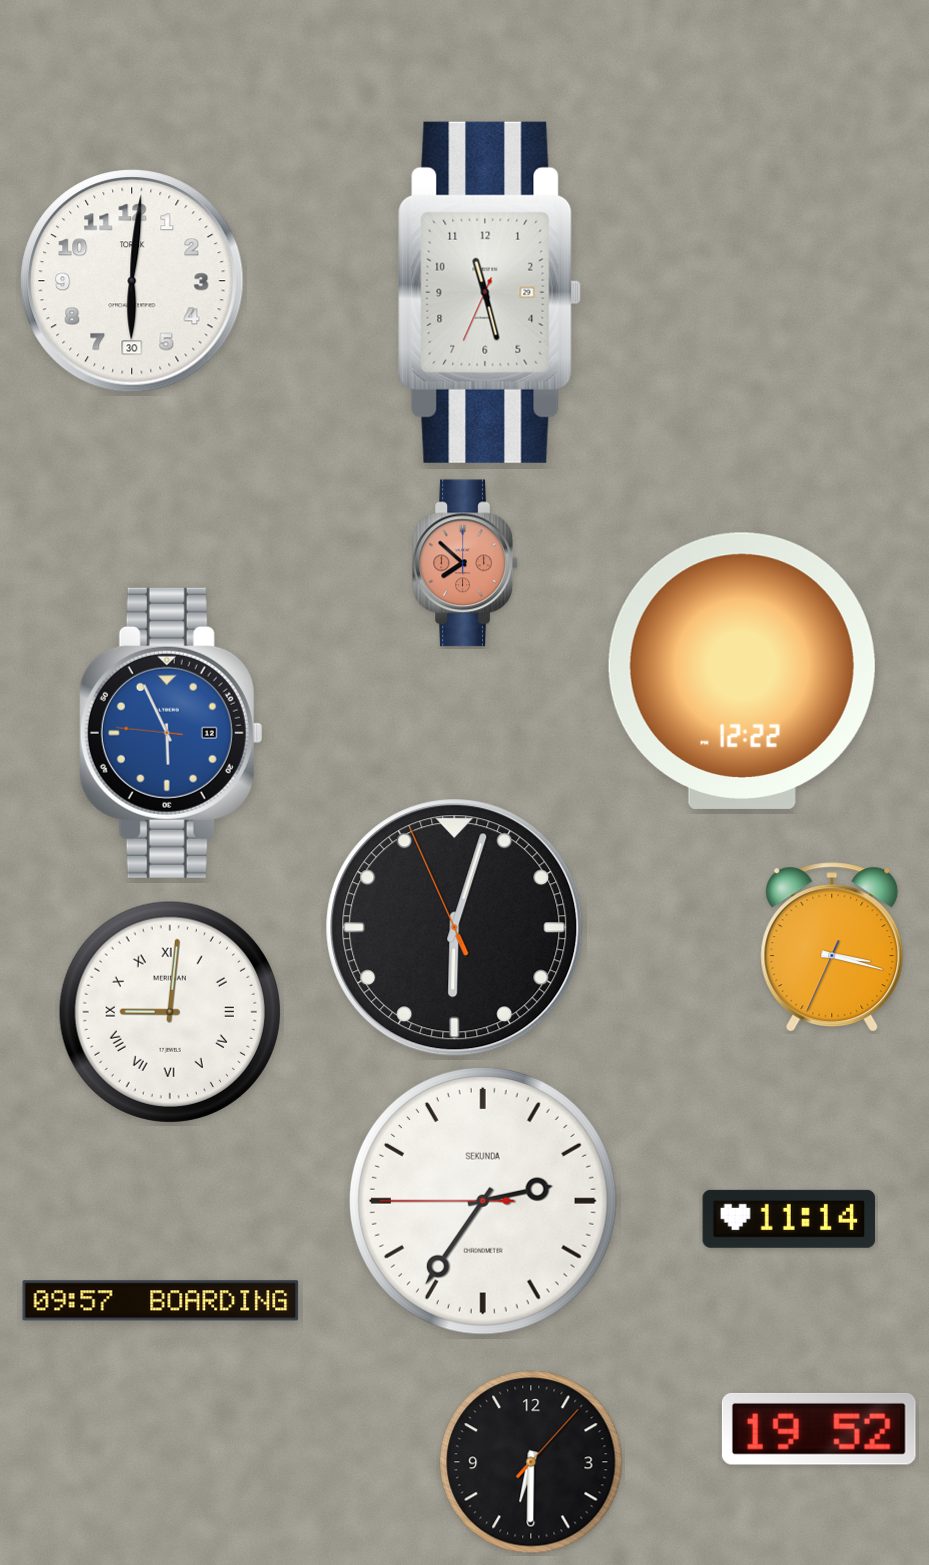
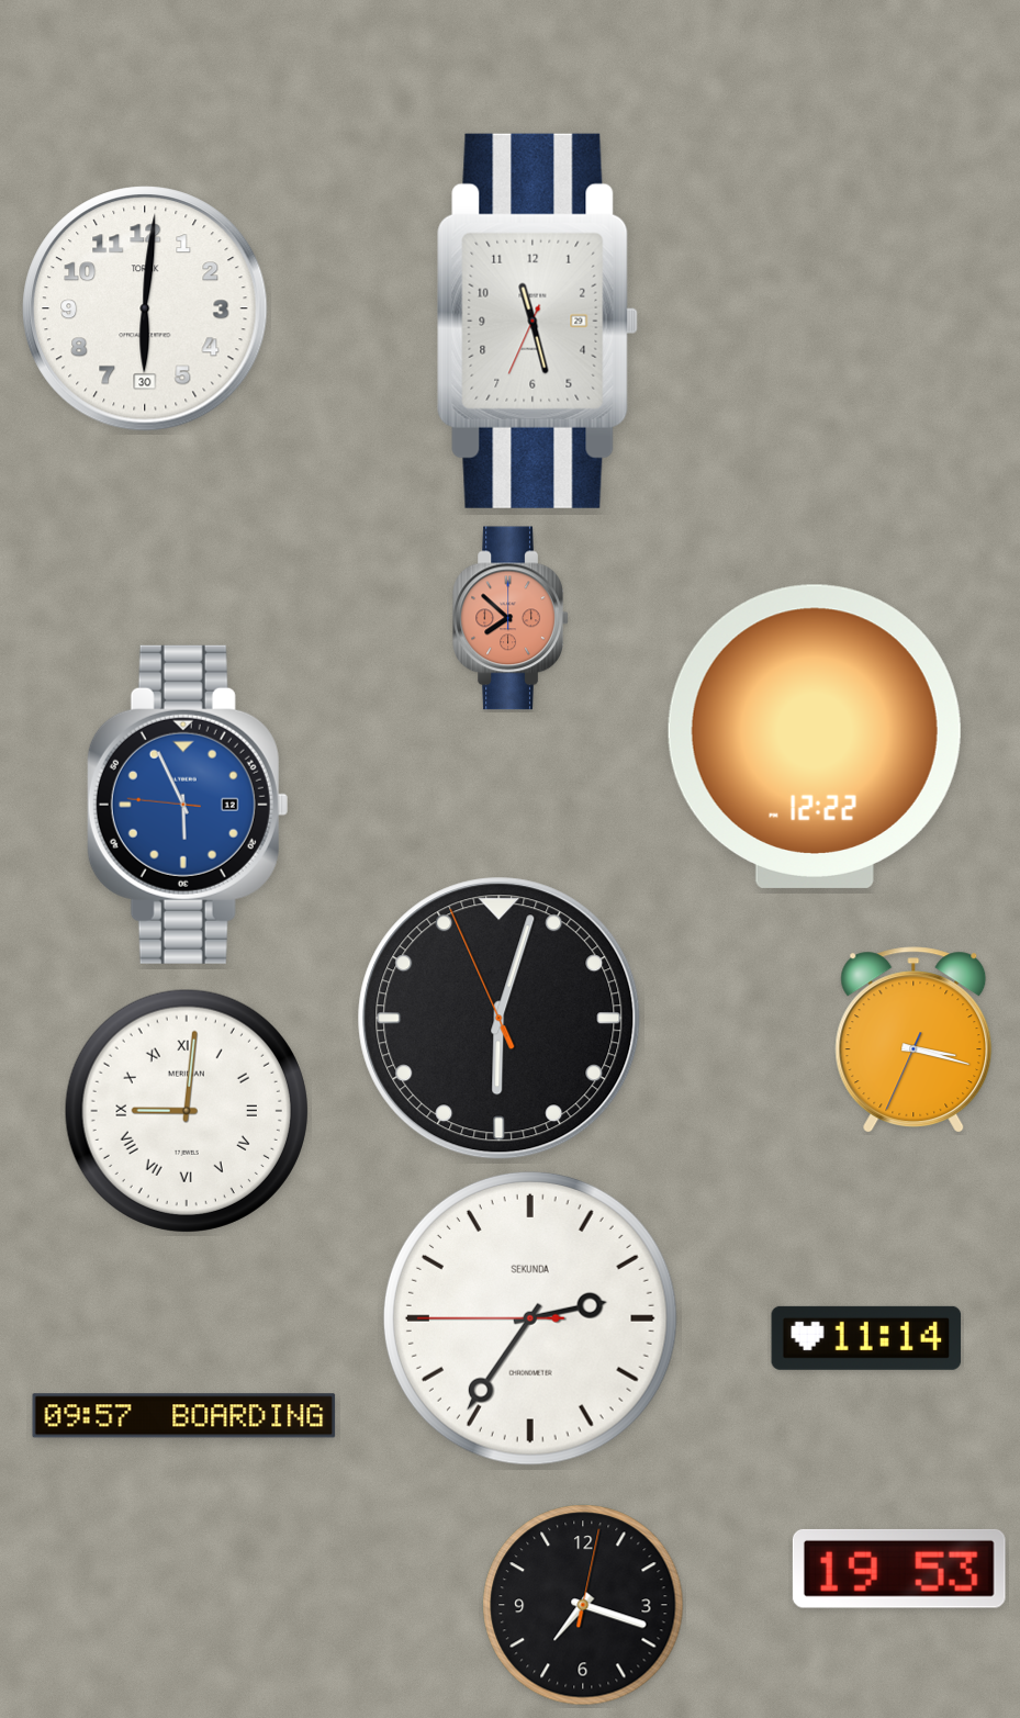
clock at (161, 1301) position: (161, 1301) -> (184, 1416)
clock at (819, 1429): 19:52 -> 19:53
clock at (531, 1462): 6:30 -> 7:18
